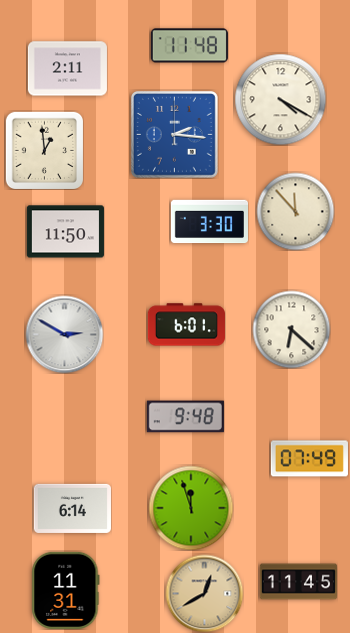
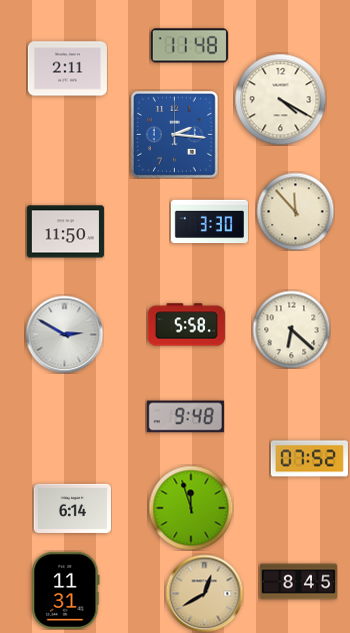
clock at (44, 150): 12:59 -> none
clock at (186, 325): 6:01 -> 5:58
clock at (309, 459): 07:49 -> 07:52
clock at (298, 582): 11:45 -> 8:45
